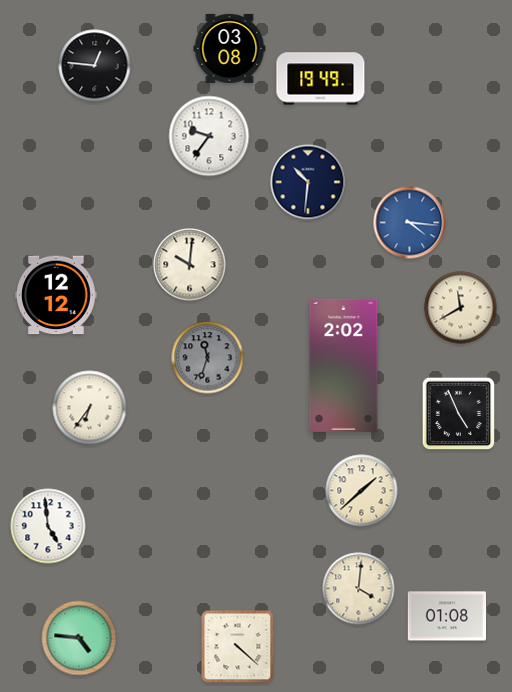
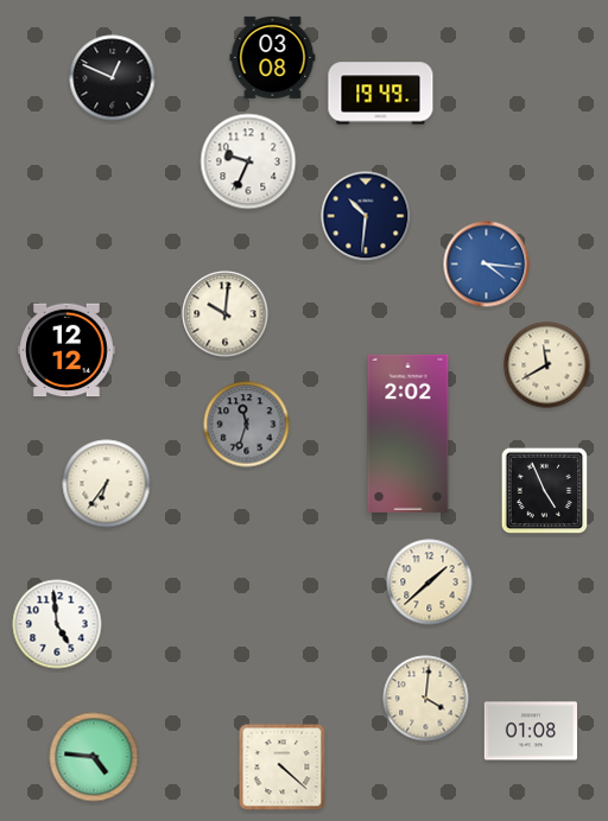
clock at (95, 66): 12:46 -> 12:49
clock at (209, 136): 9:36 -> 9:34
